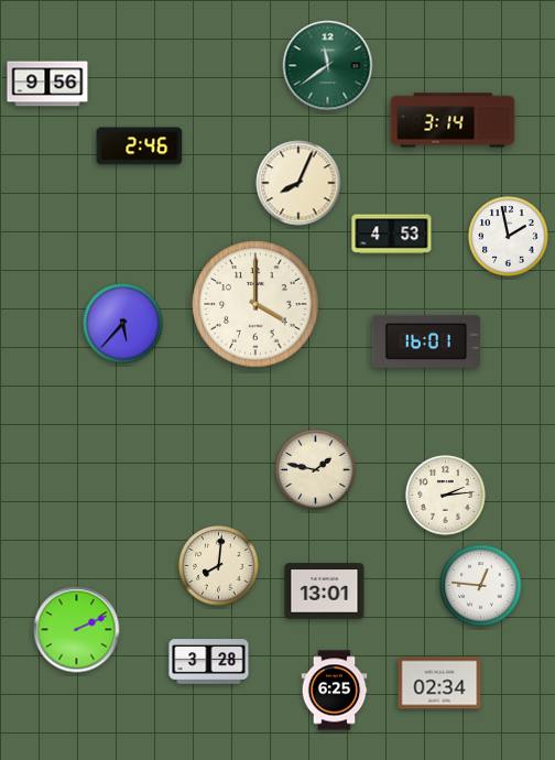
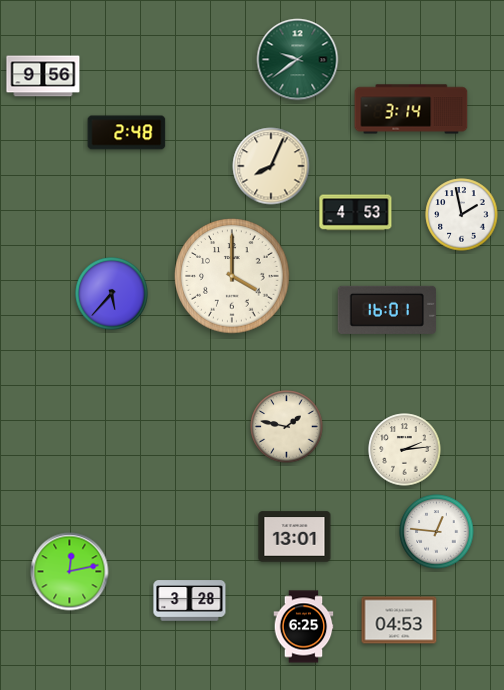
clock at (328, 66): 11:39 -> 9:39
clock at (140, 146): 2:46 -> 2:48
clock at (219, 566): 8:01 -> none
clock at (77, 630): 2:11 -> 12:13
clock at (439, 683): 02:34 -> 04:53
